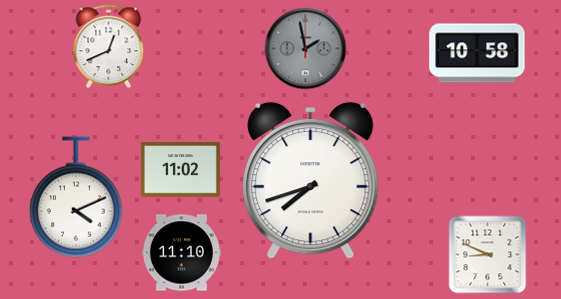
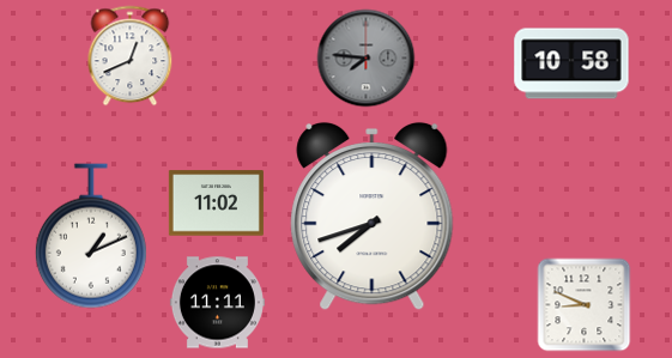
clock at (305, 48): 1:58 -> 7:46
clock at (76, 197): 4:11 -> 1:11
clock at (181, 253): 11:10 -> 11:11
